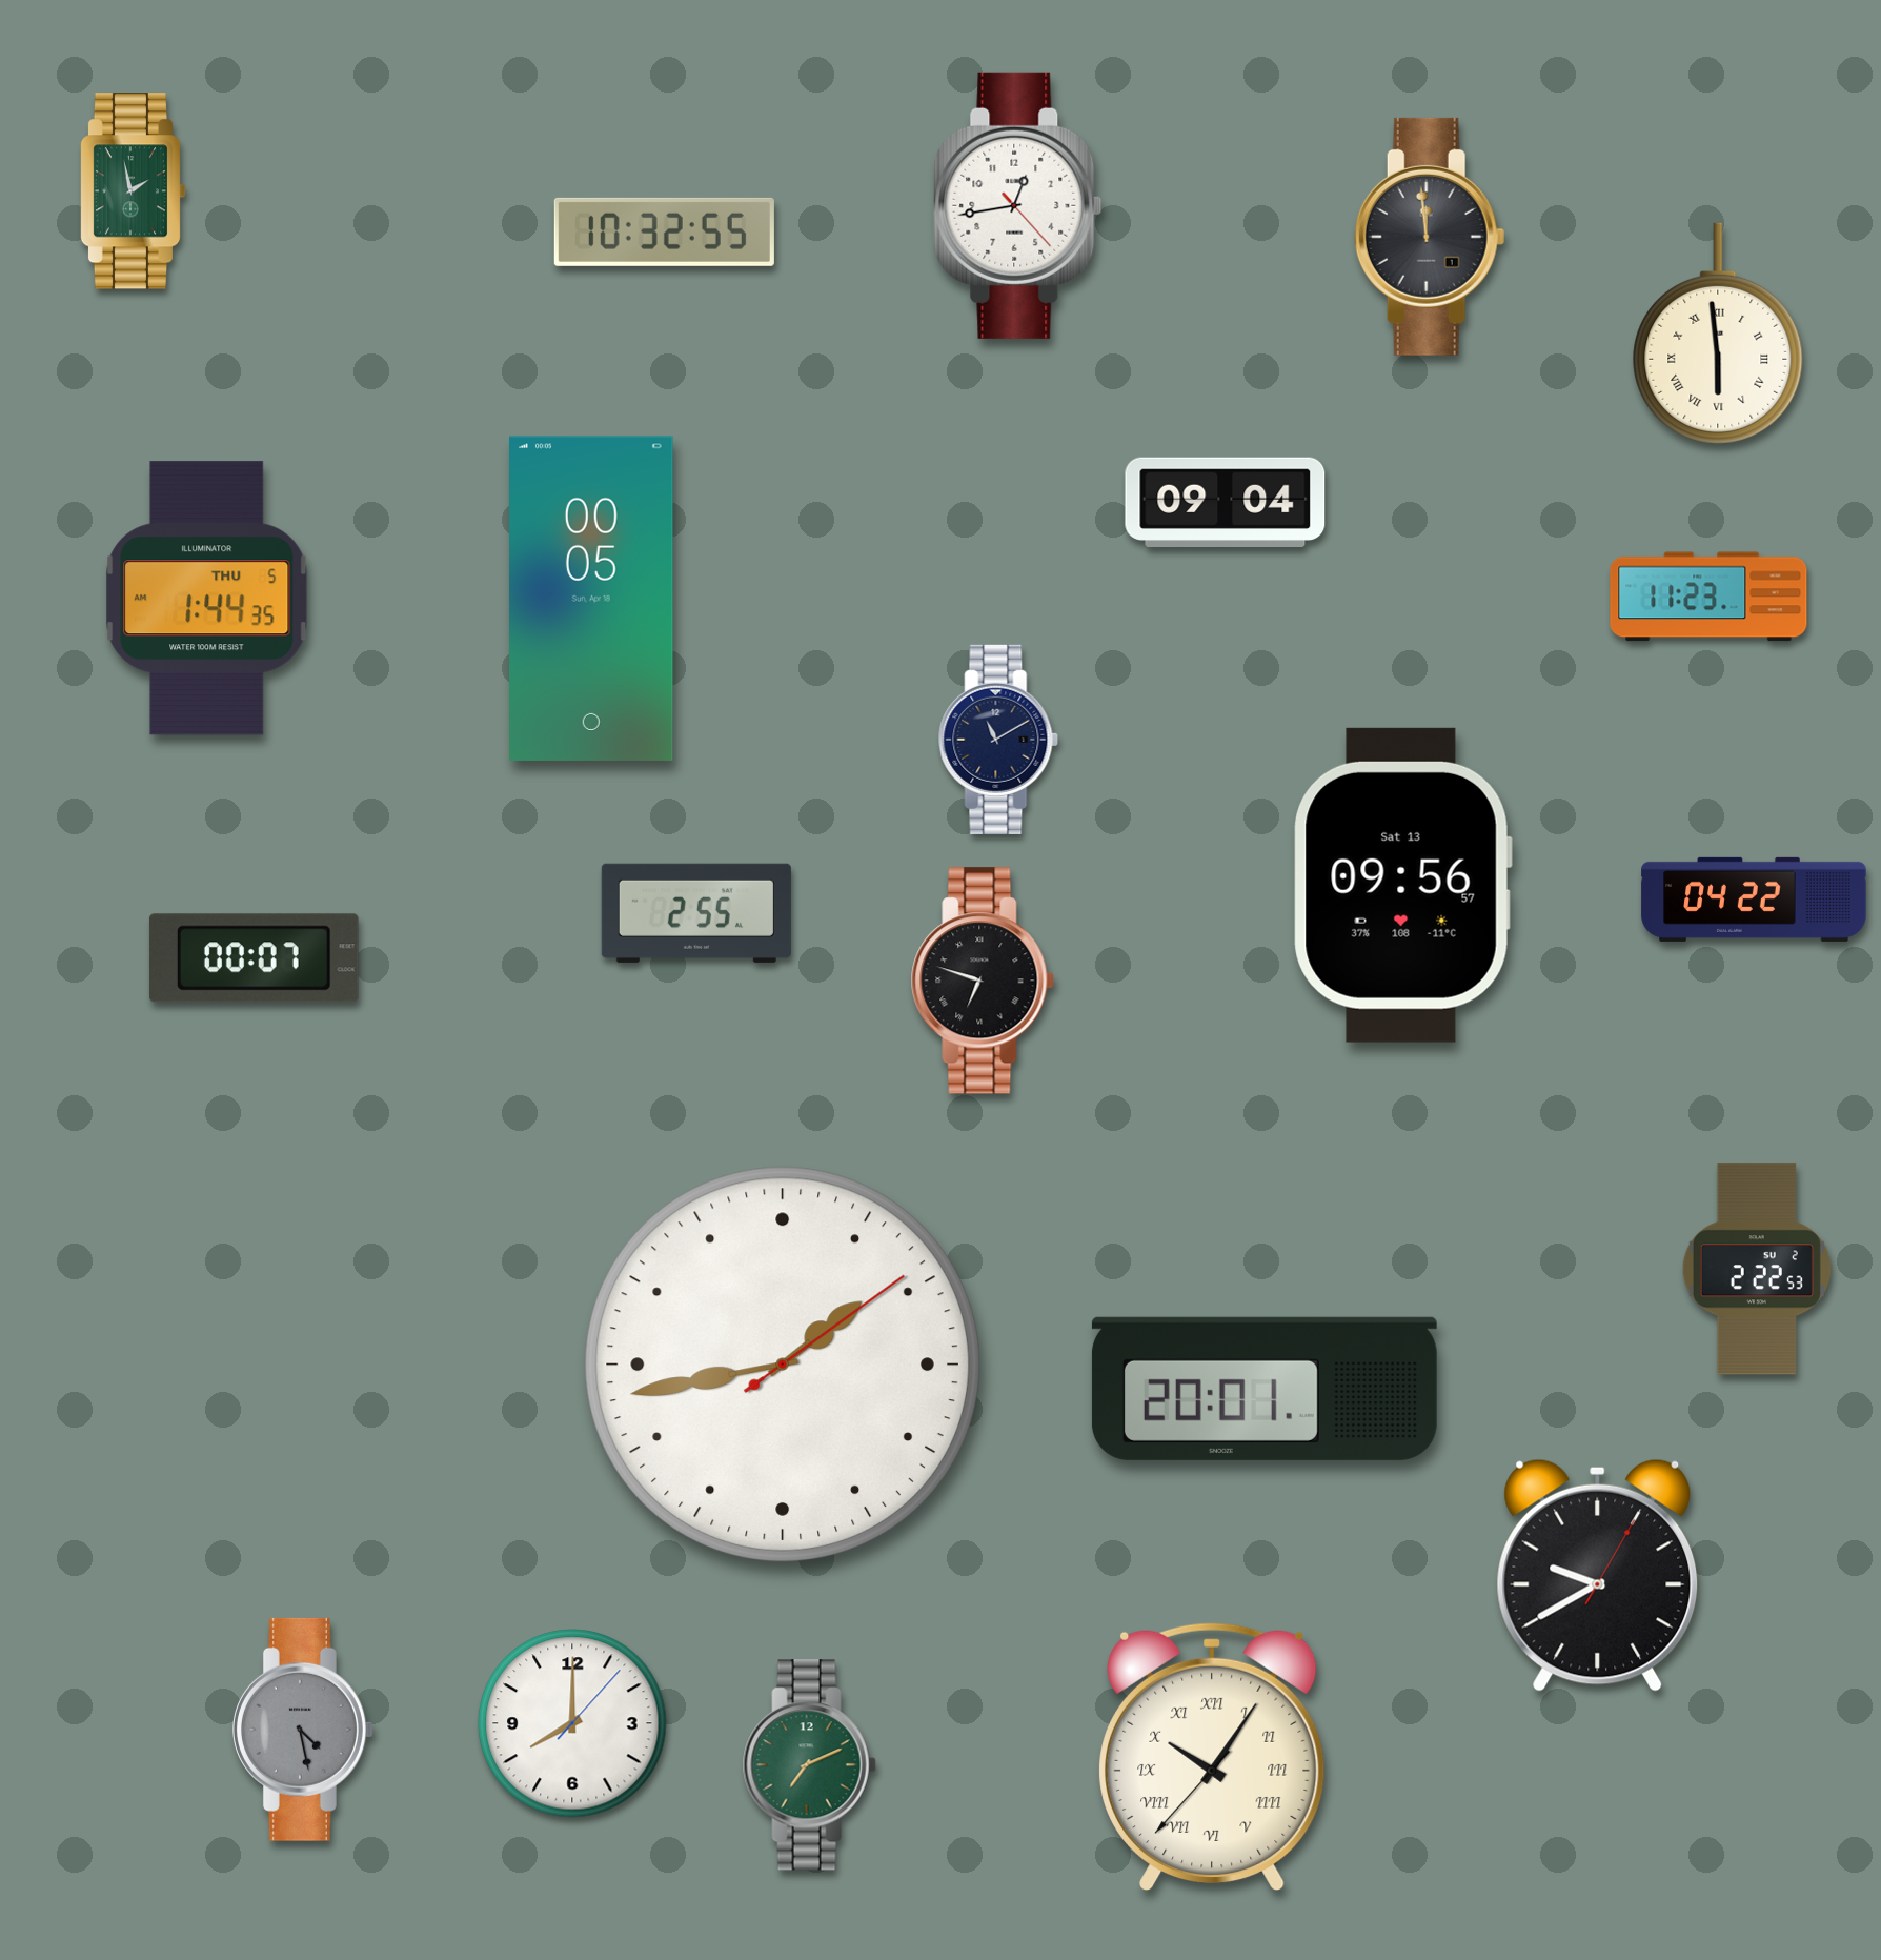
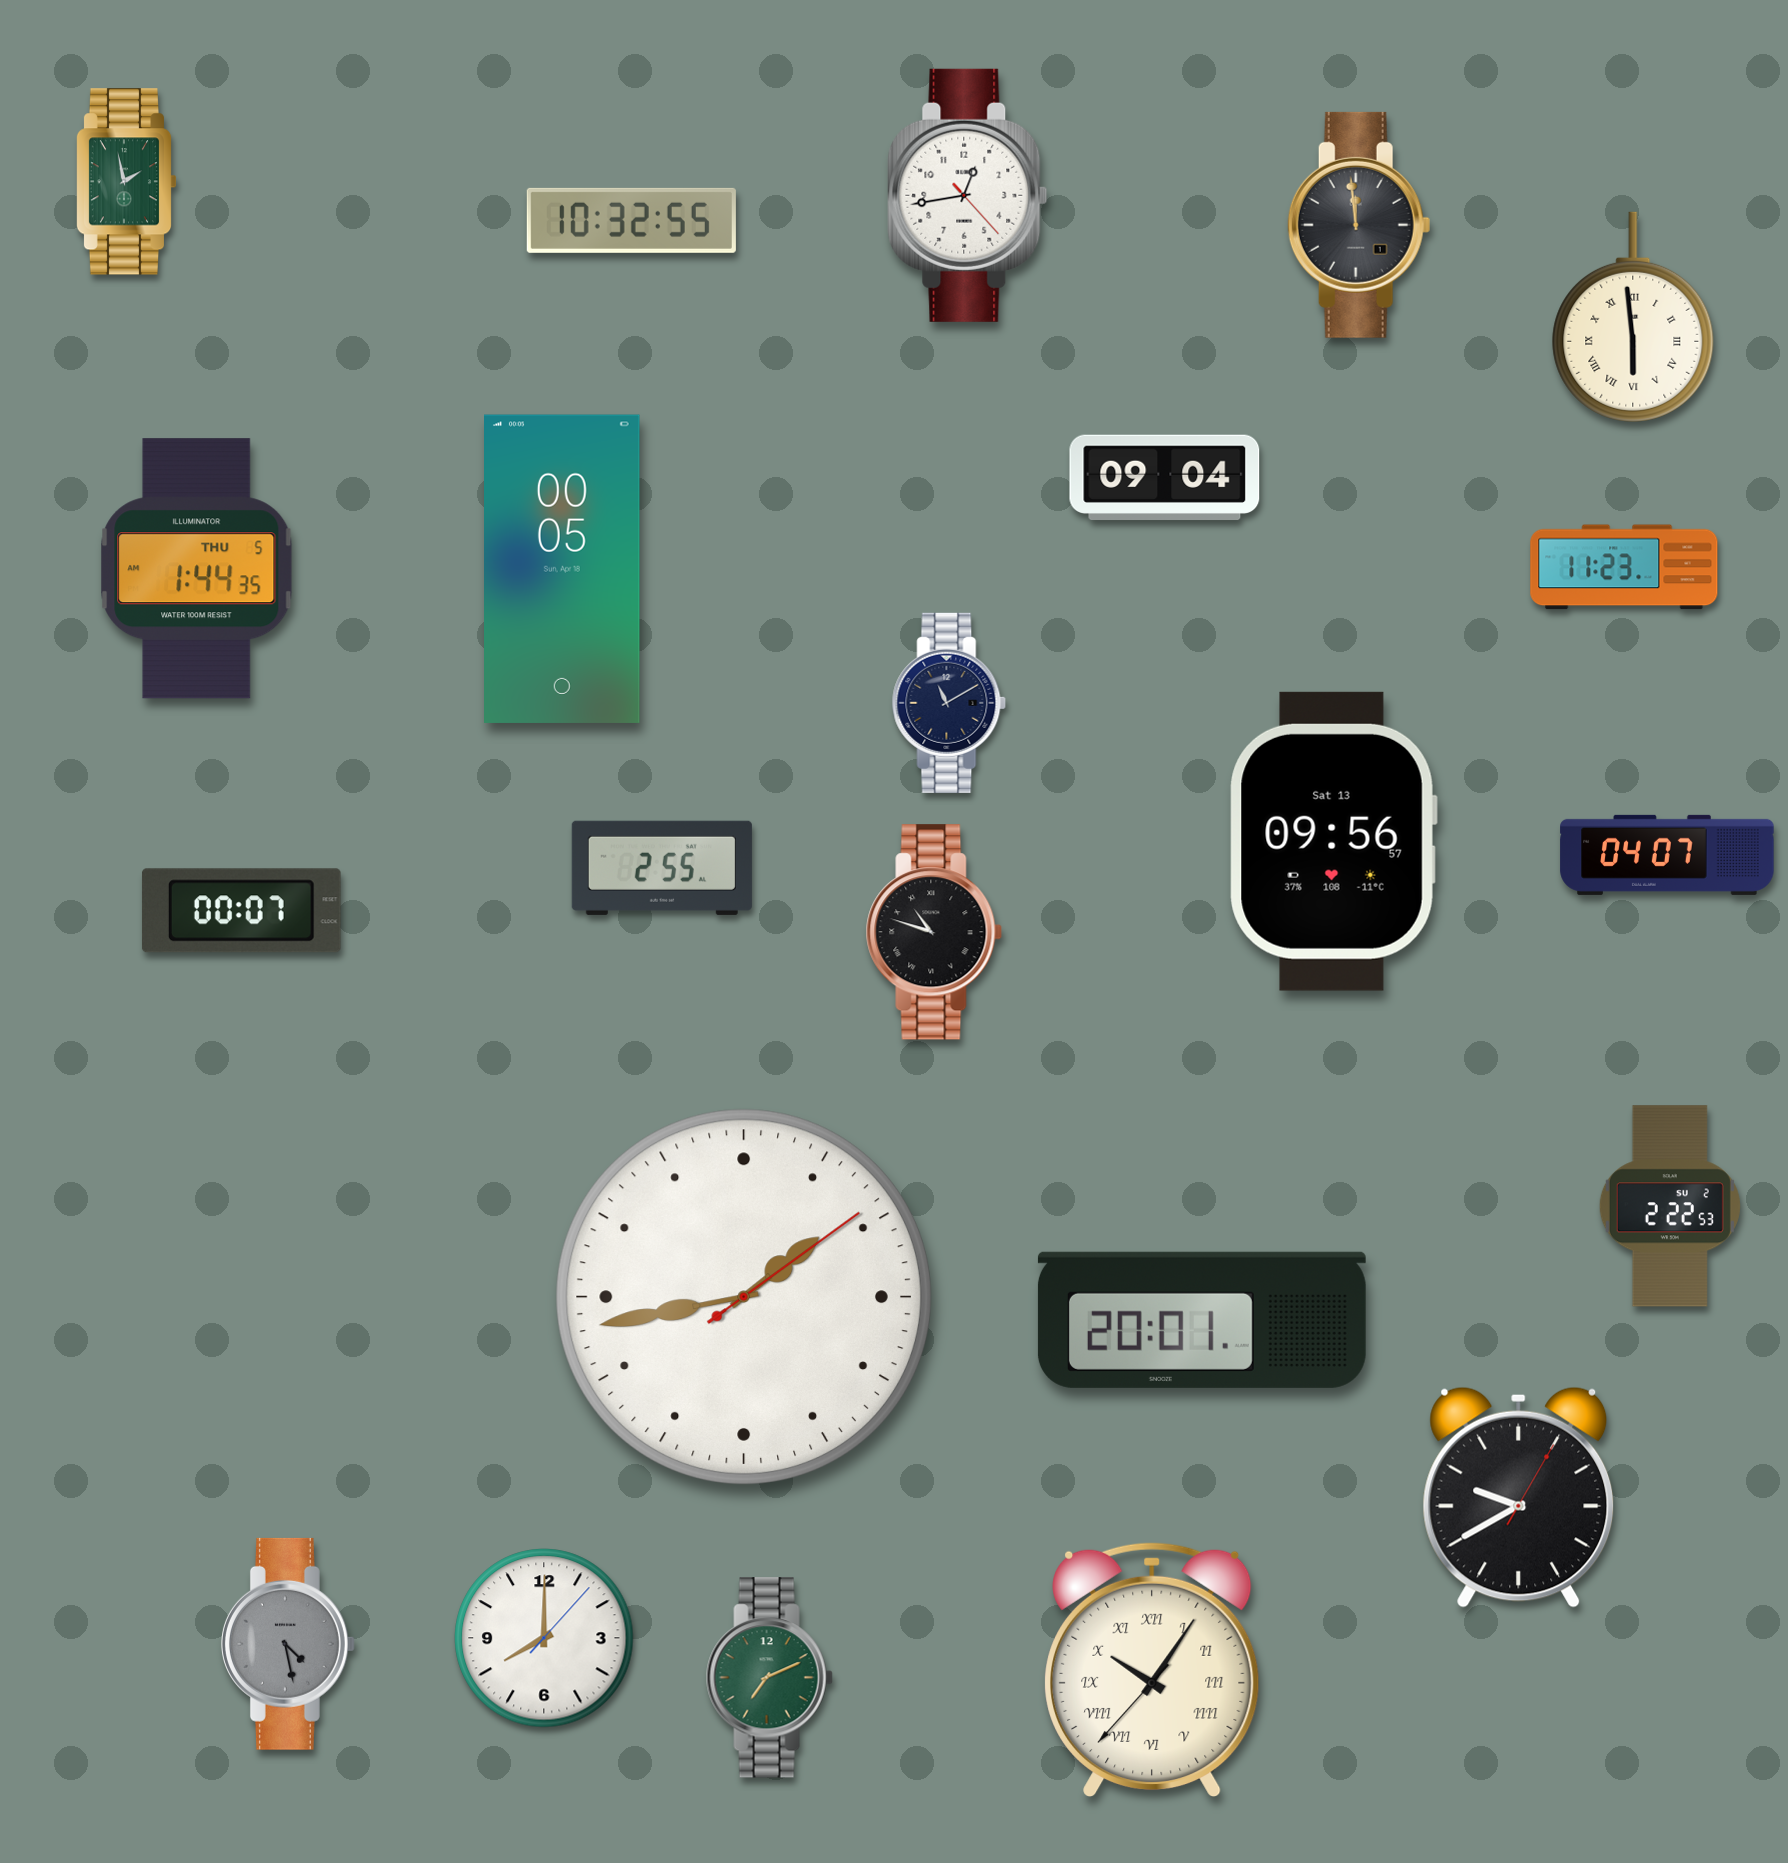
clock at (1754, 900): 04:22 -> 04:07
clock at (983, 981): 6:48 -> 10:48
